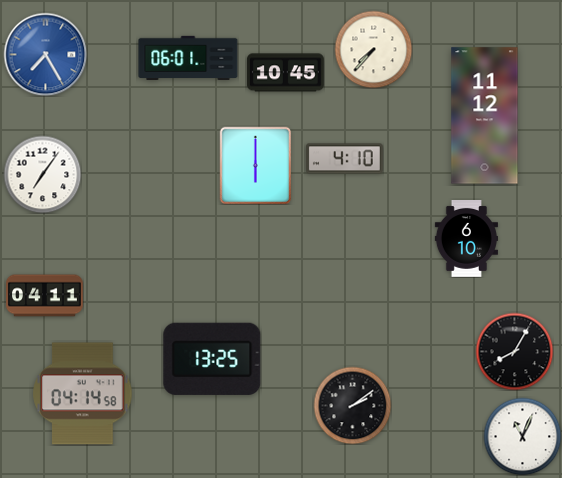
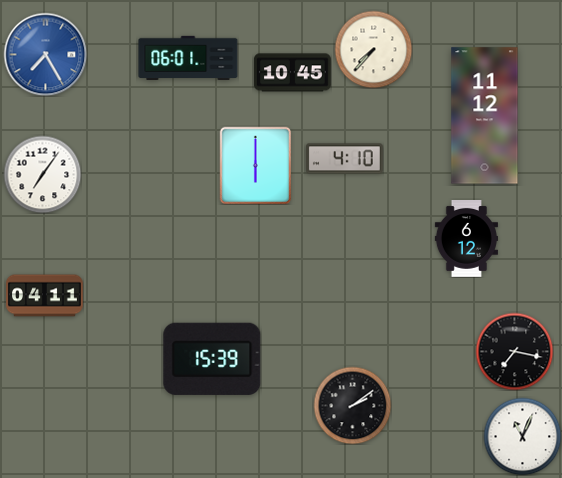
clock at (285, 73) position: (285, 73) -> (292, 73)
clock at (466, 239): 6:10 -> 6:12
clock at (514, 351): 8:05 -> 7:17
clock at (212, 359): 13:25 -> 15:39
clock at (83, 394): 04:14 -> none
